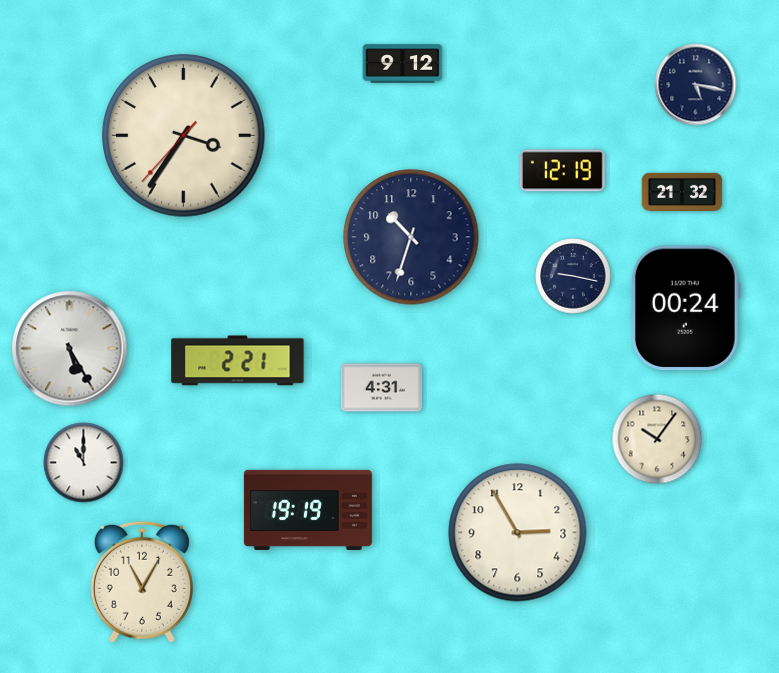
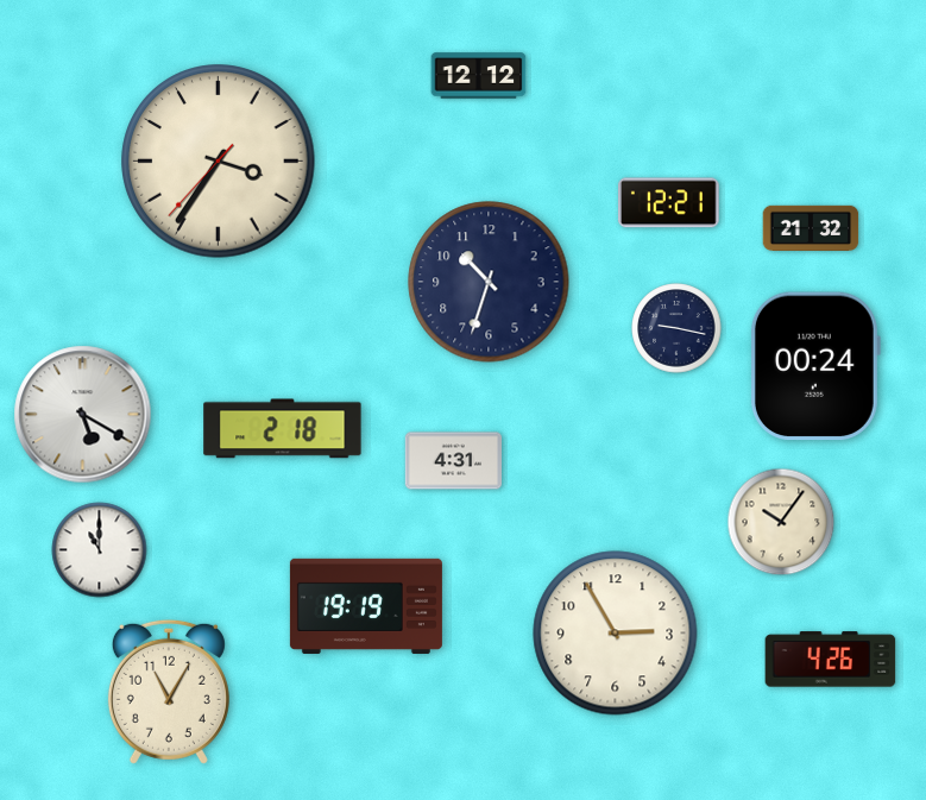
clock at (403, 64): 9:12 -> 12:12
clock at (696, 85): 5:17 -> none
clock at (562, 171): 12:19 -> 12:21
clock at (573, 276) position: (573, 276) -> (676, 328)
clock at (70, 349): 5:25 -> 5:20
clock at (238, 361): 2:21 -> 2:18
clock at (831, 660): none -> 4:26
